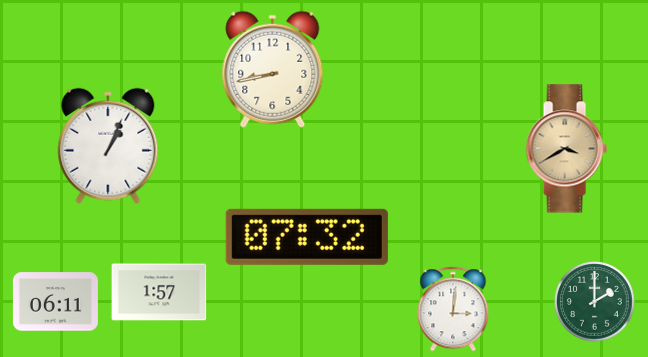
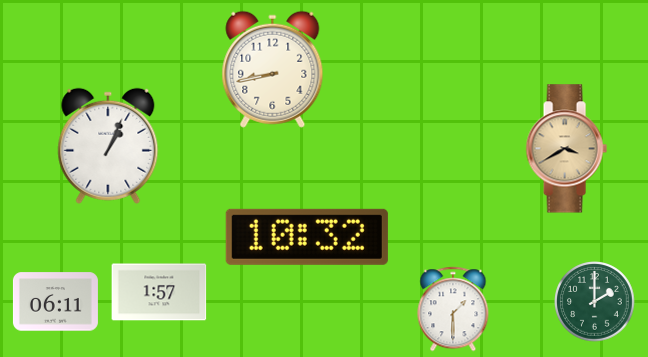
clock at (307, 237): 07:32 -> 10:32
clock at (453, 309): 3:01 -> 1:30
